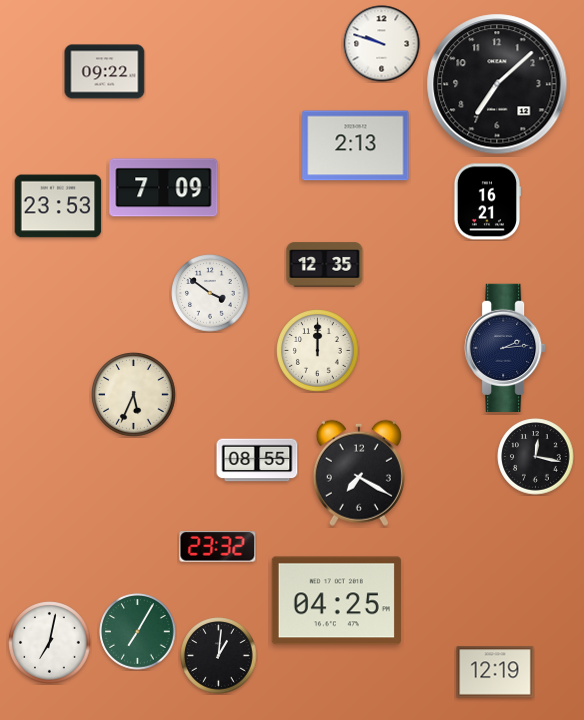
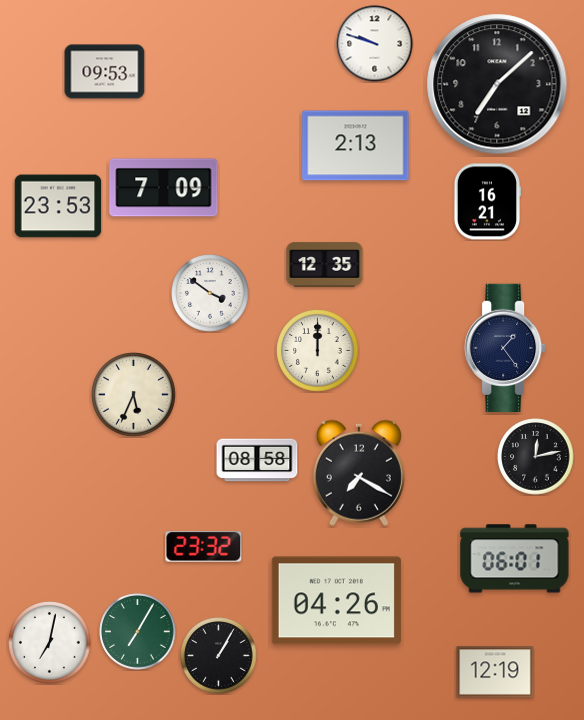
clock at (382, 44) position: (382, 44) -> (375, 44)
clock at (105, 72): 09:22 -> 09:53
clock at (505, 347): 2:14 -> 1:24
clock at (536, 457): 12:17 -> 12:13
clock at (257, 460): 08:55 -> 08:58
clock at (218, 547) position: (218, 547) -> (204, 547)
clock at (515, 559): none -> 06:01
clock at (336, 601): 04:25 -> 04:26
clock at (219, 656): 1:01 -> 1:05
